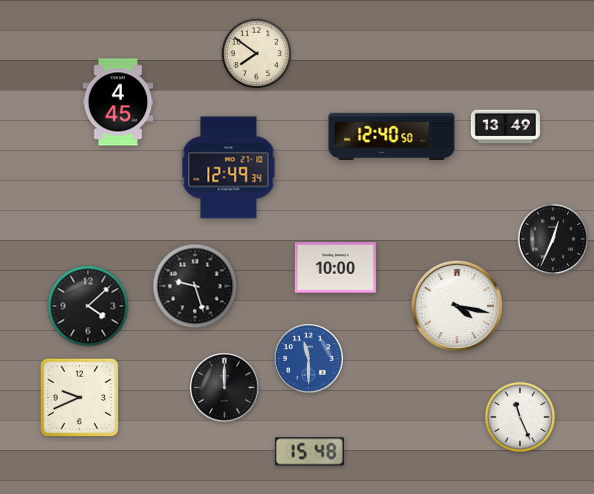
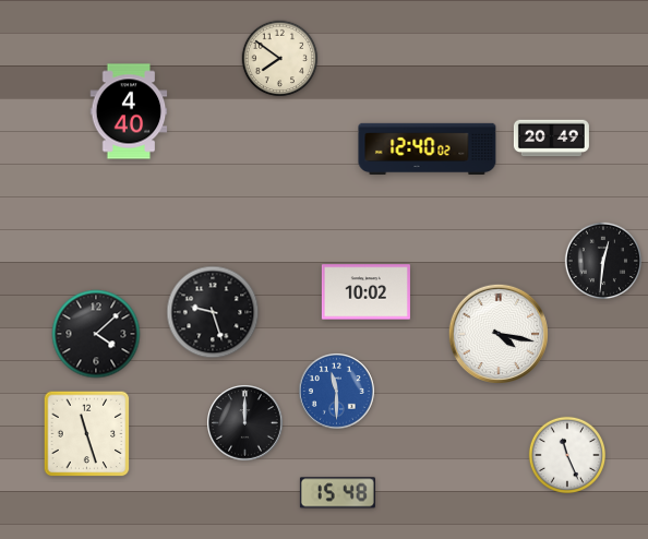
clock at (118, 102): 4:45 -> 4:40
clock at (505, 127): 13:49 -> 20:49
clock at (392, 136): 12:40:50 -> 12:40:02
clock at (229, 168): 12:49 -> none
clock at (553, 239): 12:34 -> 12:31
clock at (335, 268): 10:00 -> 10:02
clock at (80, 398): 9:41 -> 11:27
